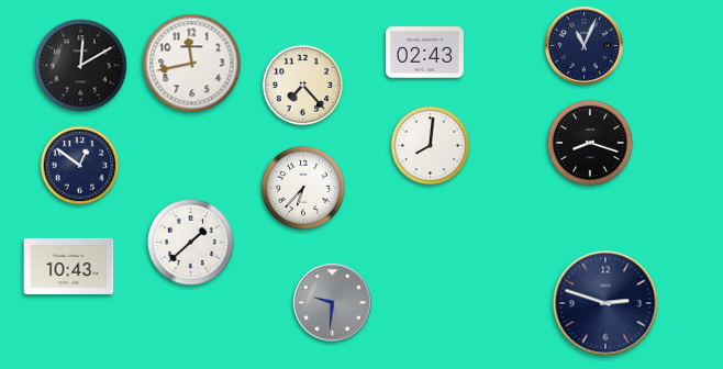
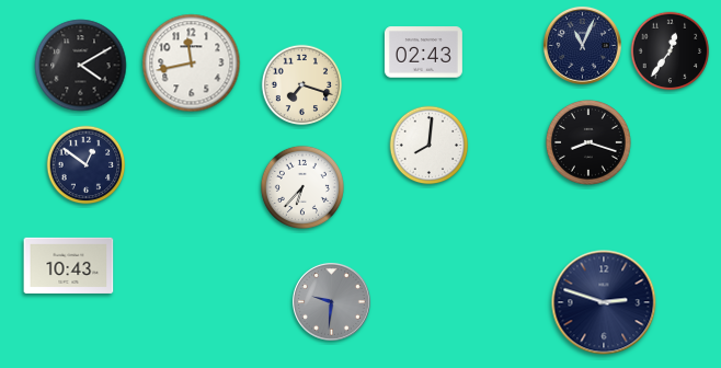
clock at (671, 51): none -> 12:36
clock at (81, 66): 12:10 -> 4:10
clock at (303, 86): 7:23 -> 7:18
clock at (80, 166) position: (80, 166) -> (87, 165)
clock at (191, 243): 1:38 -> none
